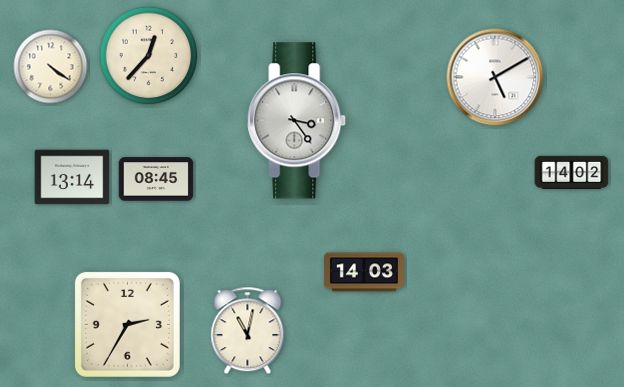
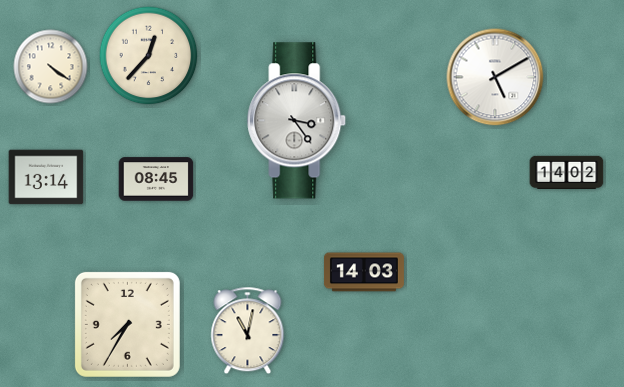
clock at (572, 172) position: (572, 172) -> (567, 172)
clock at (72, 177) position: (72, 177) -> (46, 177)
clock at (127, 324): 2:35 -> 7:35
